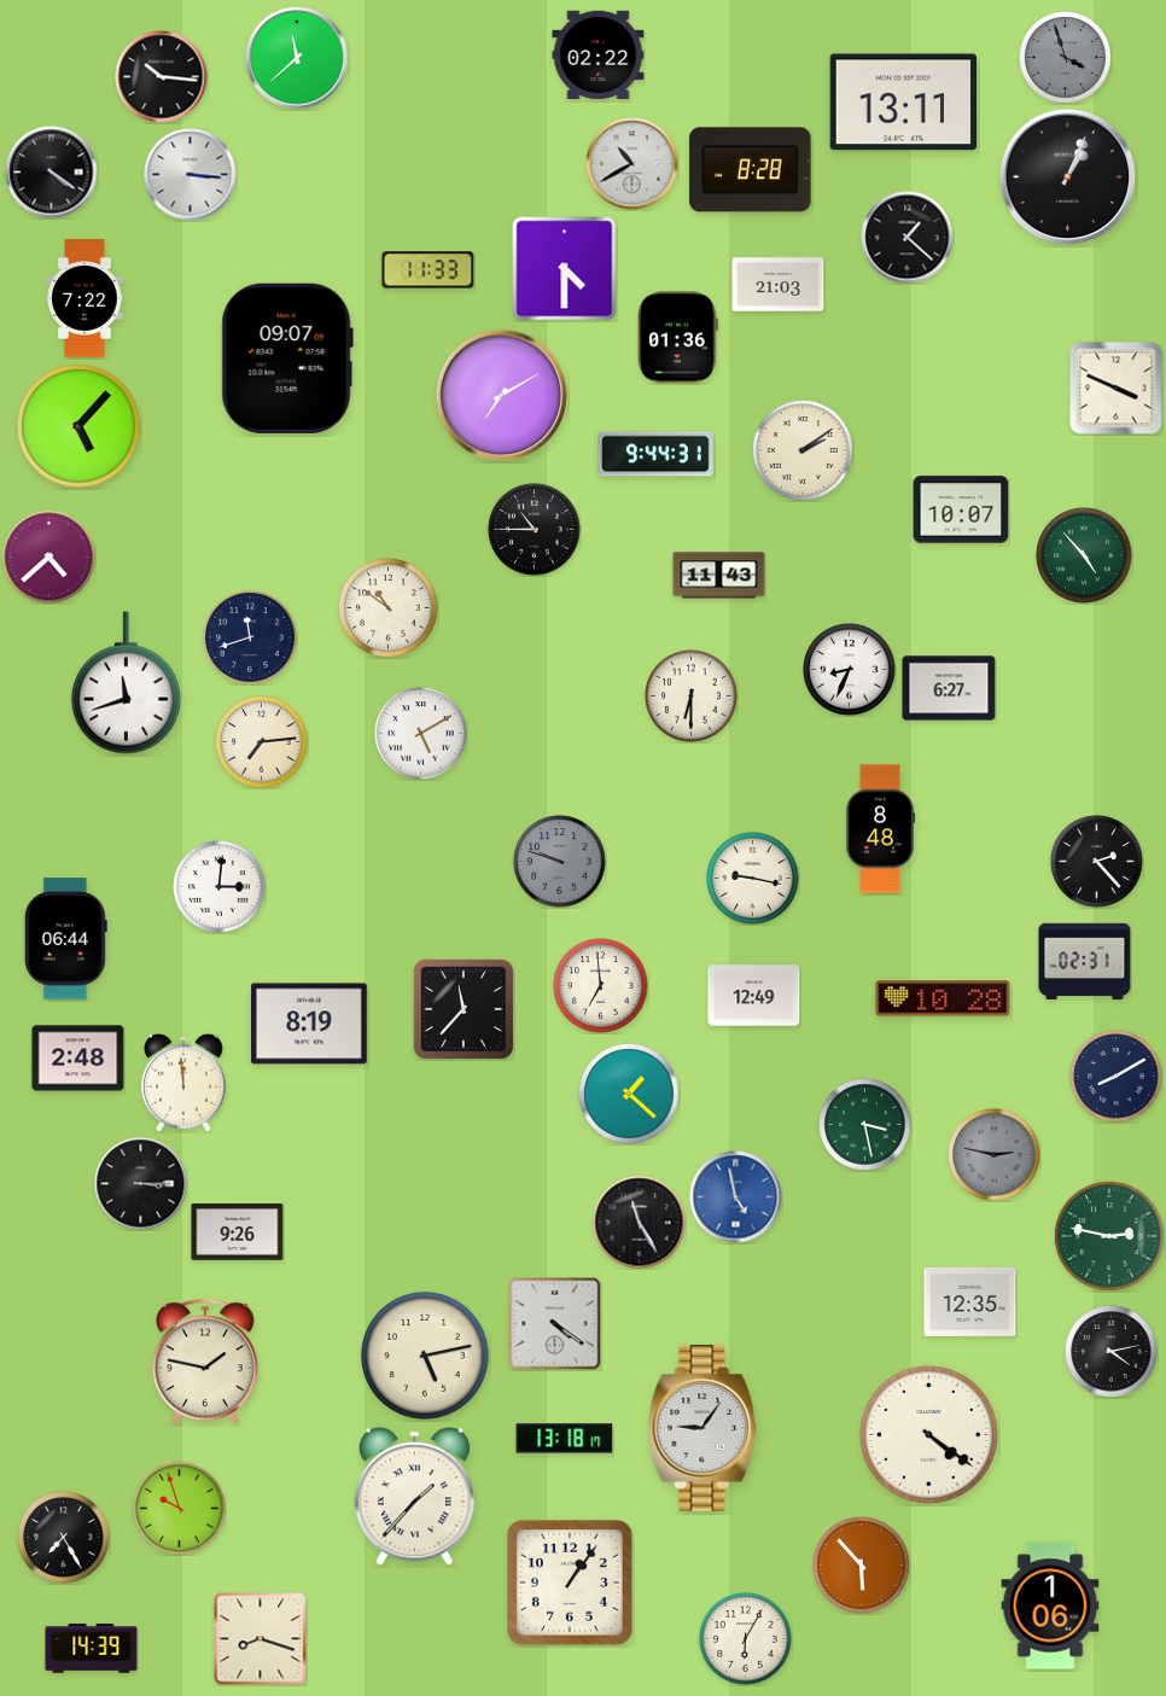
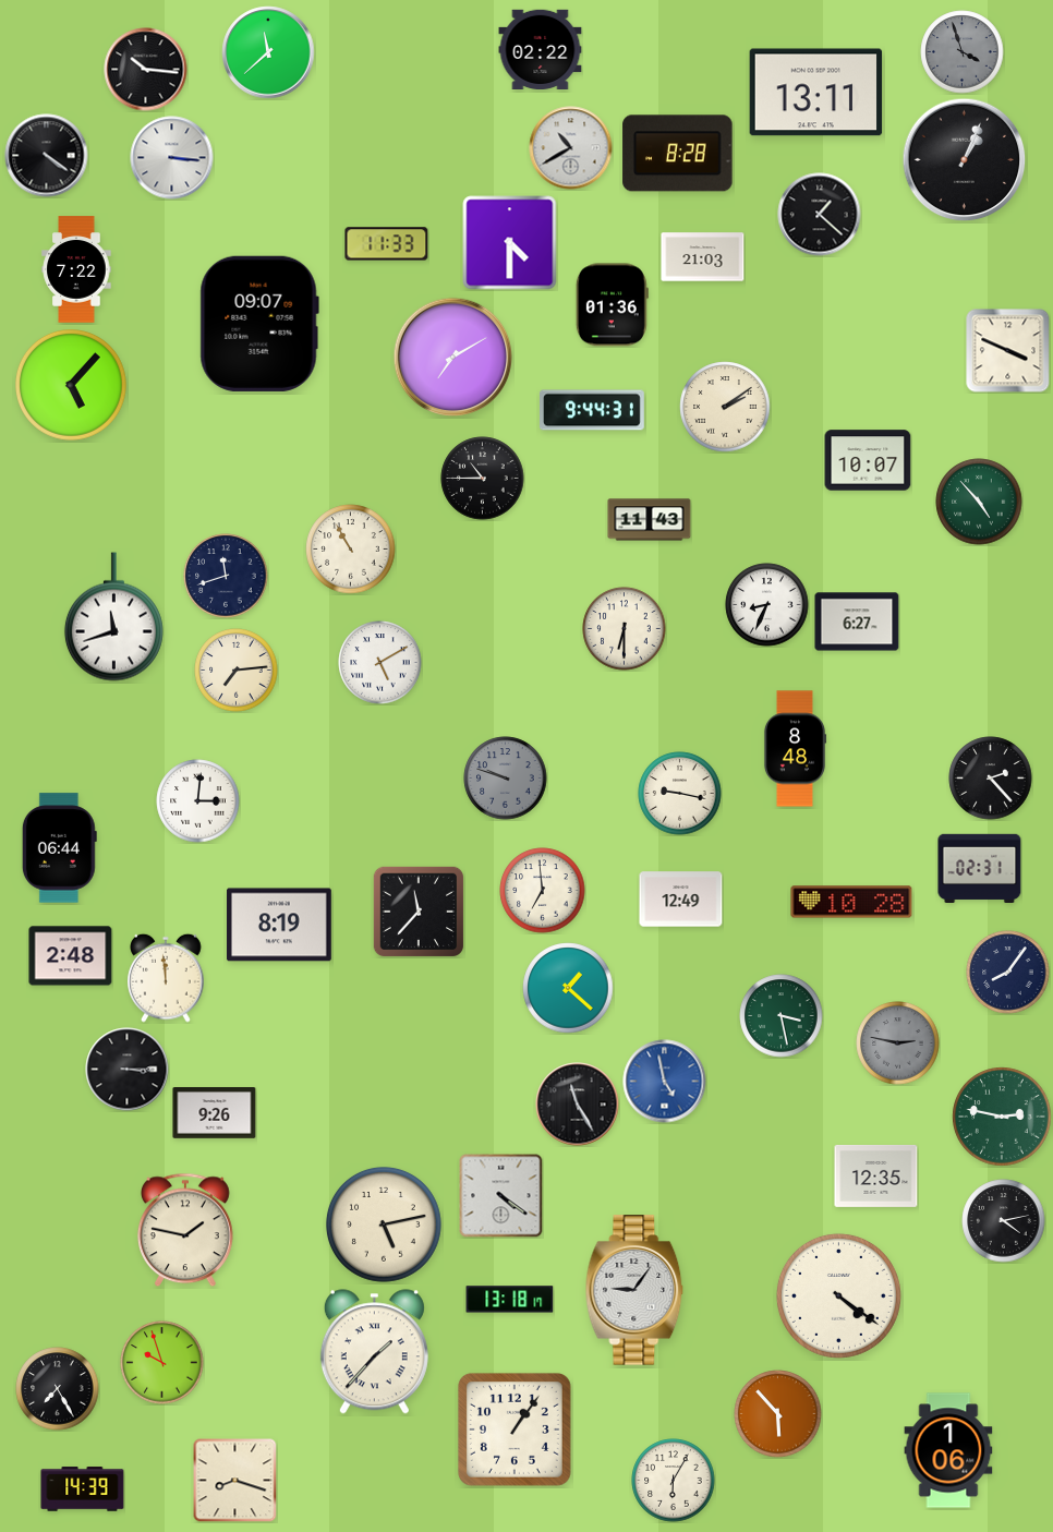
clock at (49, 558): 4:38 -> none
clock at (389, 608): 10:51 -> 10:55
clock at (1117, 1077): 8:10 -> 8:06
